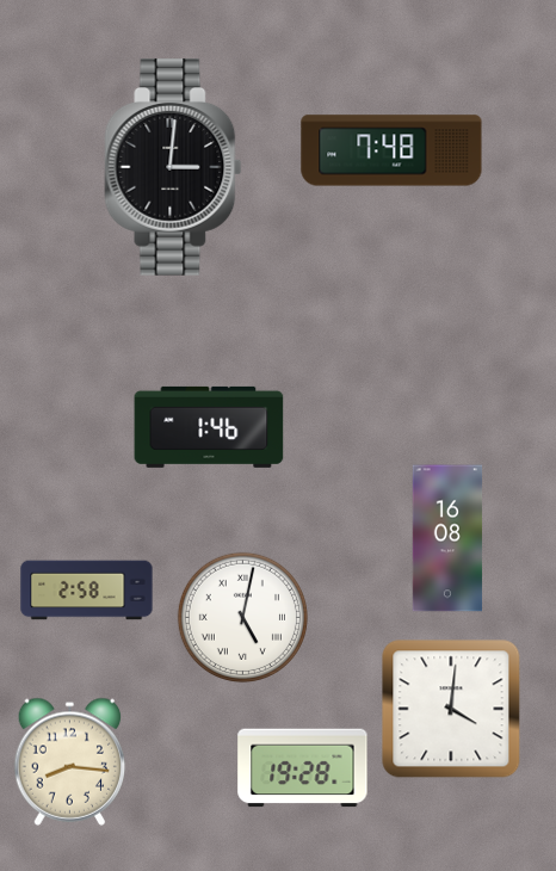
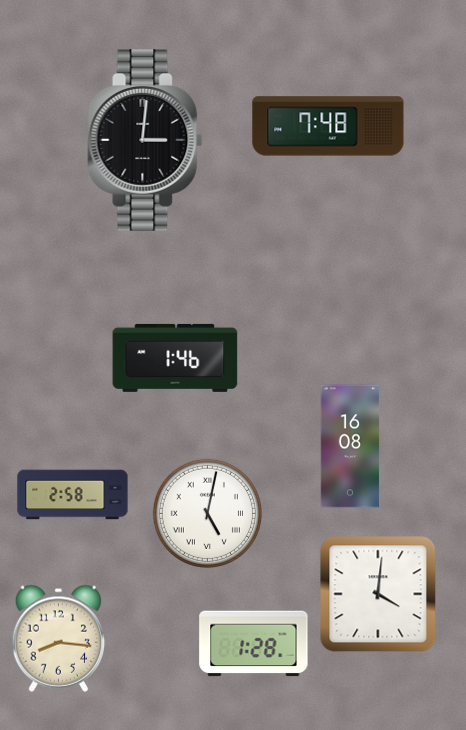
clock at (447, 538) position: (447, 538) -> (350, 446)
clock at (242, 617) position: (242, 617) -> (207, 513)
clock at (303, 768): 19:28 -> 1:28
